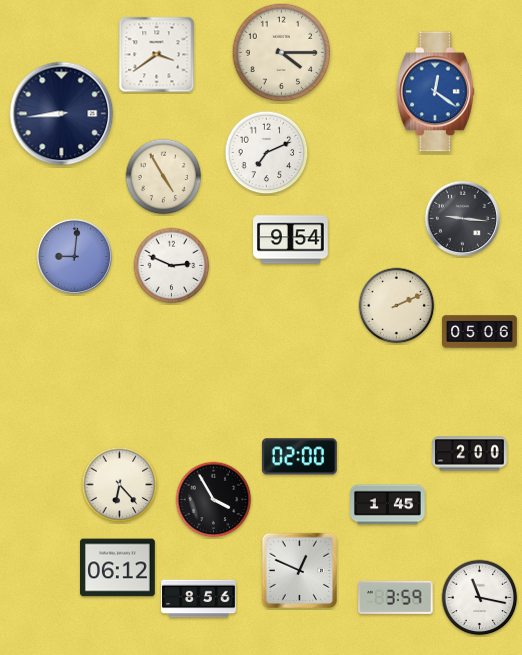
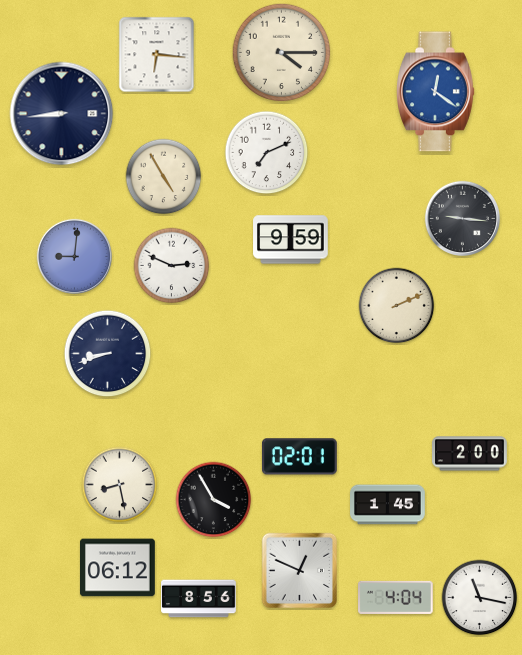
clock at (157, 55): 3:39 -> 6:16
clock at (291, 240): 9:54 -> 9:59
clock at (480, 332): 05:06 -> none
clock at (108, 354): none -> 8:42
clock at (299, 457): 02:00 -> 02:01
clock at (120, 485): 6:23 -> 8:28
clock at (396, 597): 3:59 -> 4:04
